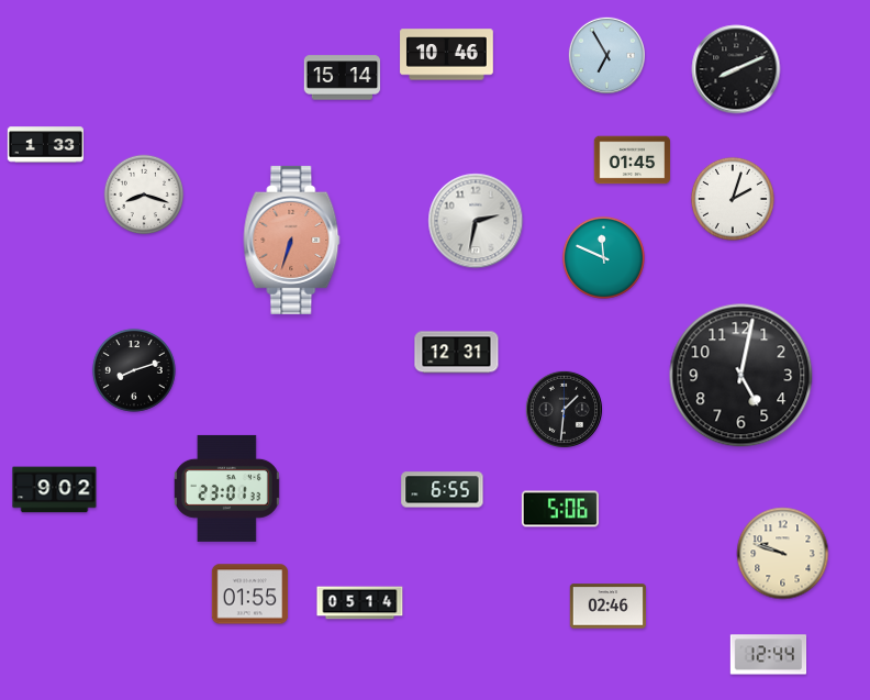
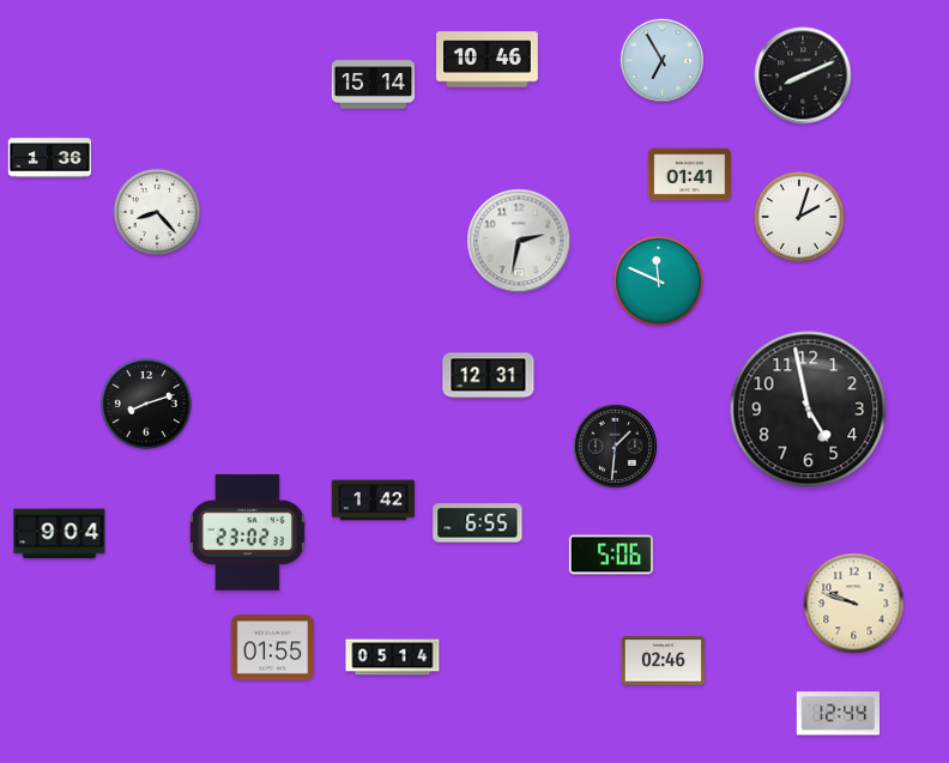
clock at (46, 145): 1:33 -> 1:36
clock at (633, 160): 01:45 -> 01:41
clock at (144, 195): 8:18 -> 8:23
clock at (292, 240): 6:33 -> none
clock at (457, 353) position: (457, 353) -> (489, 376)
clock at (741, 376): 5:02 -> 4:58
clock at (374, 501): none -> 1:42
clock at (226, 488): 23:01 -> 23:02
clock at (55, 490): 9:02 -> 9:04
clock at (443, 490) position: (443, 490) -> (478, 523)
